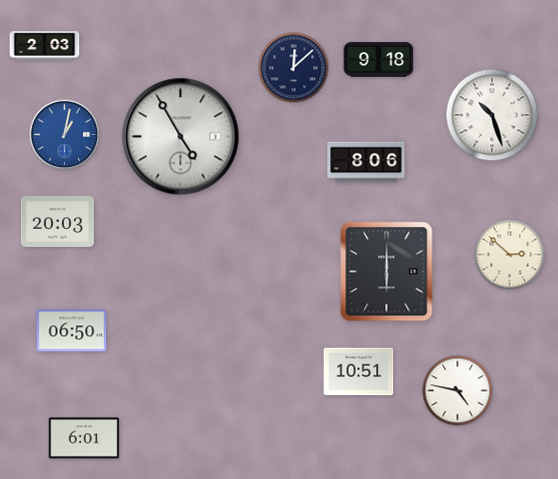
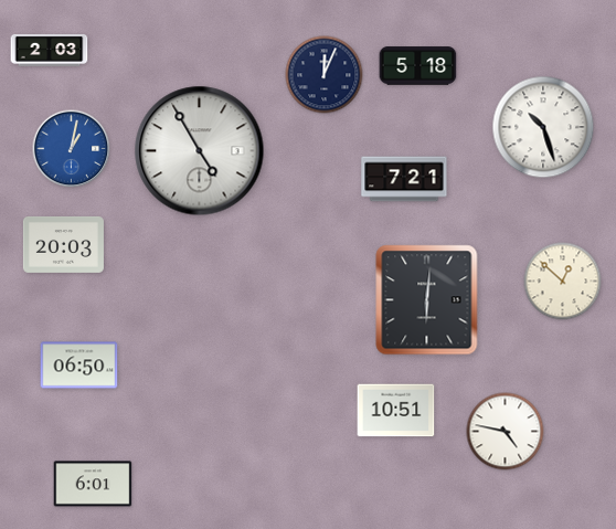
clock at (379, 60): 9:18 -> 5:18
clock at (294, 68): 12:08 -> 12:04
clock at (366, 162): 8:06 -> 7:21
clock at (510, 255): 2:52 -> 12:52
clock at (387, 272): 6:00 -> 6:01
